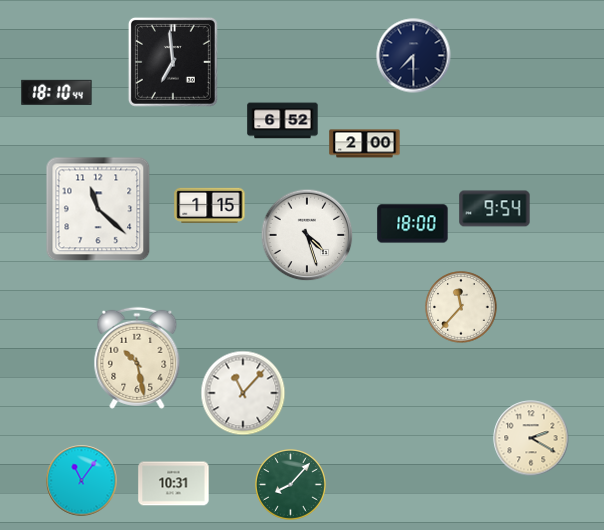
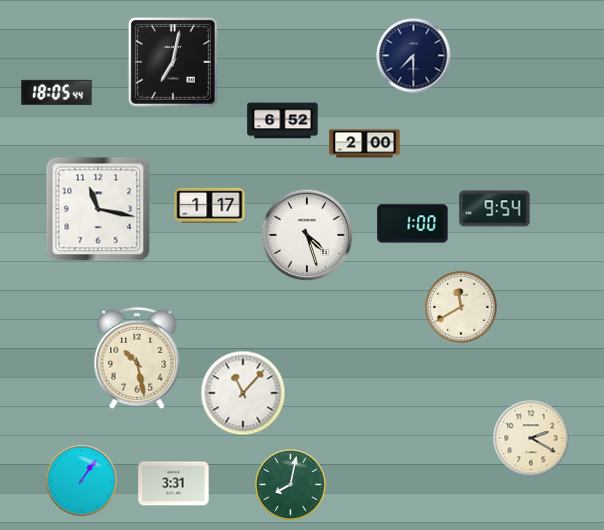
clock at (173, 62): 6:59 -> 7:02
clock at (57, 92): 18:10 -> 18:05
clock at (210, 205): 1:15 -> 1:17
clock at (98, 209): 11:22 -> 11:17
clock at (413, 224): 18:00 -> 1:00
clock at (461, 307): 11:37 -> 11:40
clock at (82, 481): 11:06 -> 1:06
clock at (174, 484): 10:31 -> 3:31
clock at (291, 485): 8:07 -> 8:02
